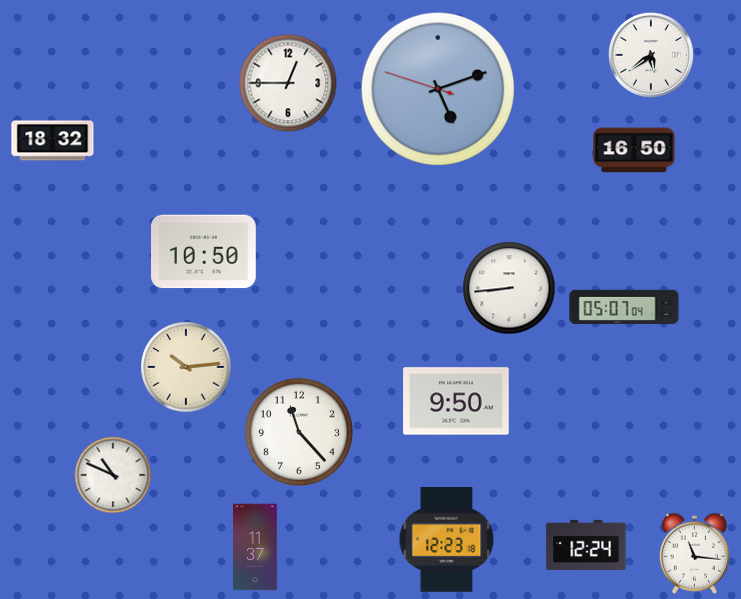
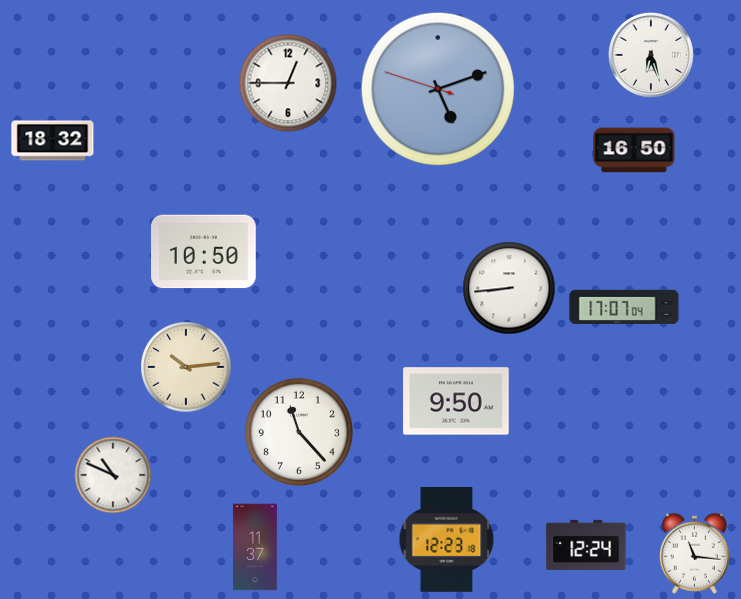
clock at (651, 55): 5:39 -> 6:27
clock at (624, 307): 05:07 -> 17:07
